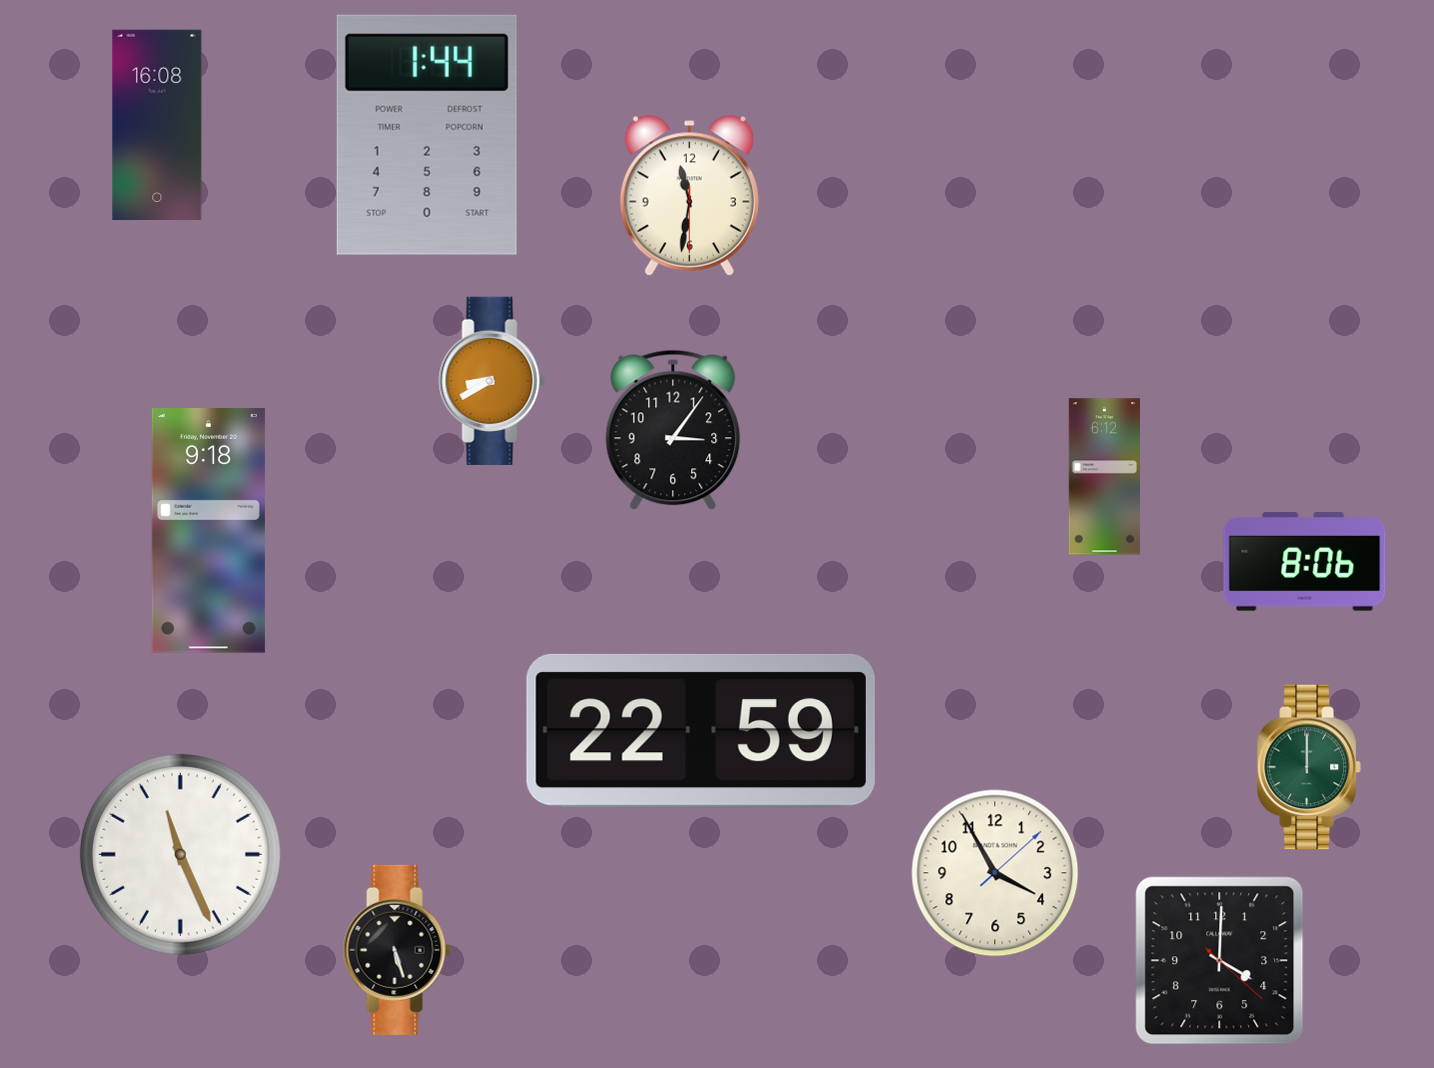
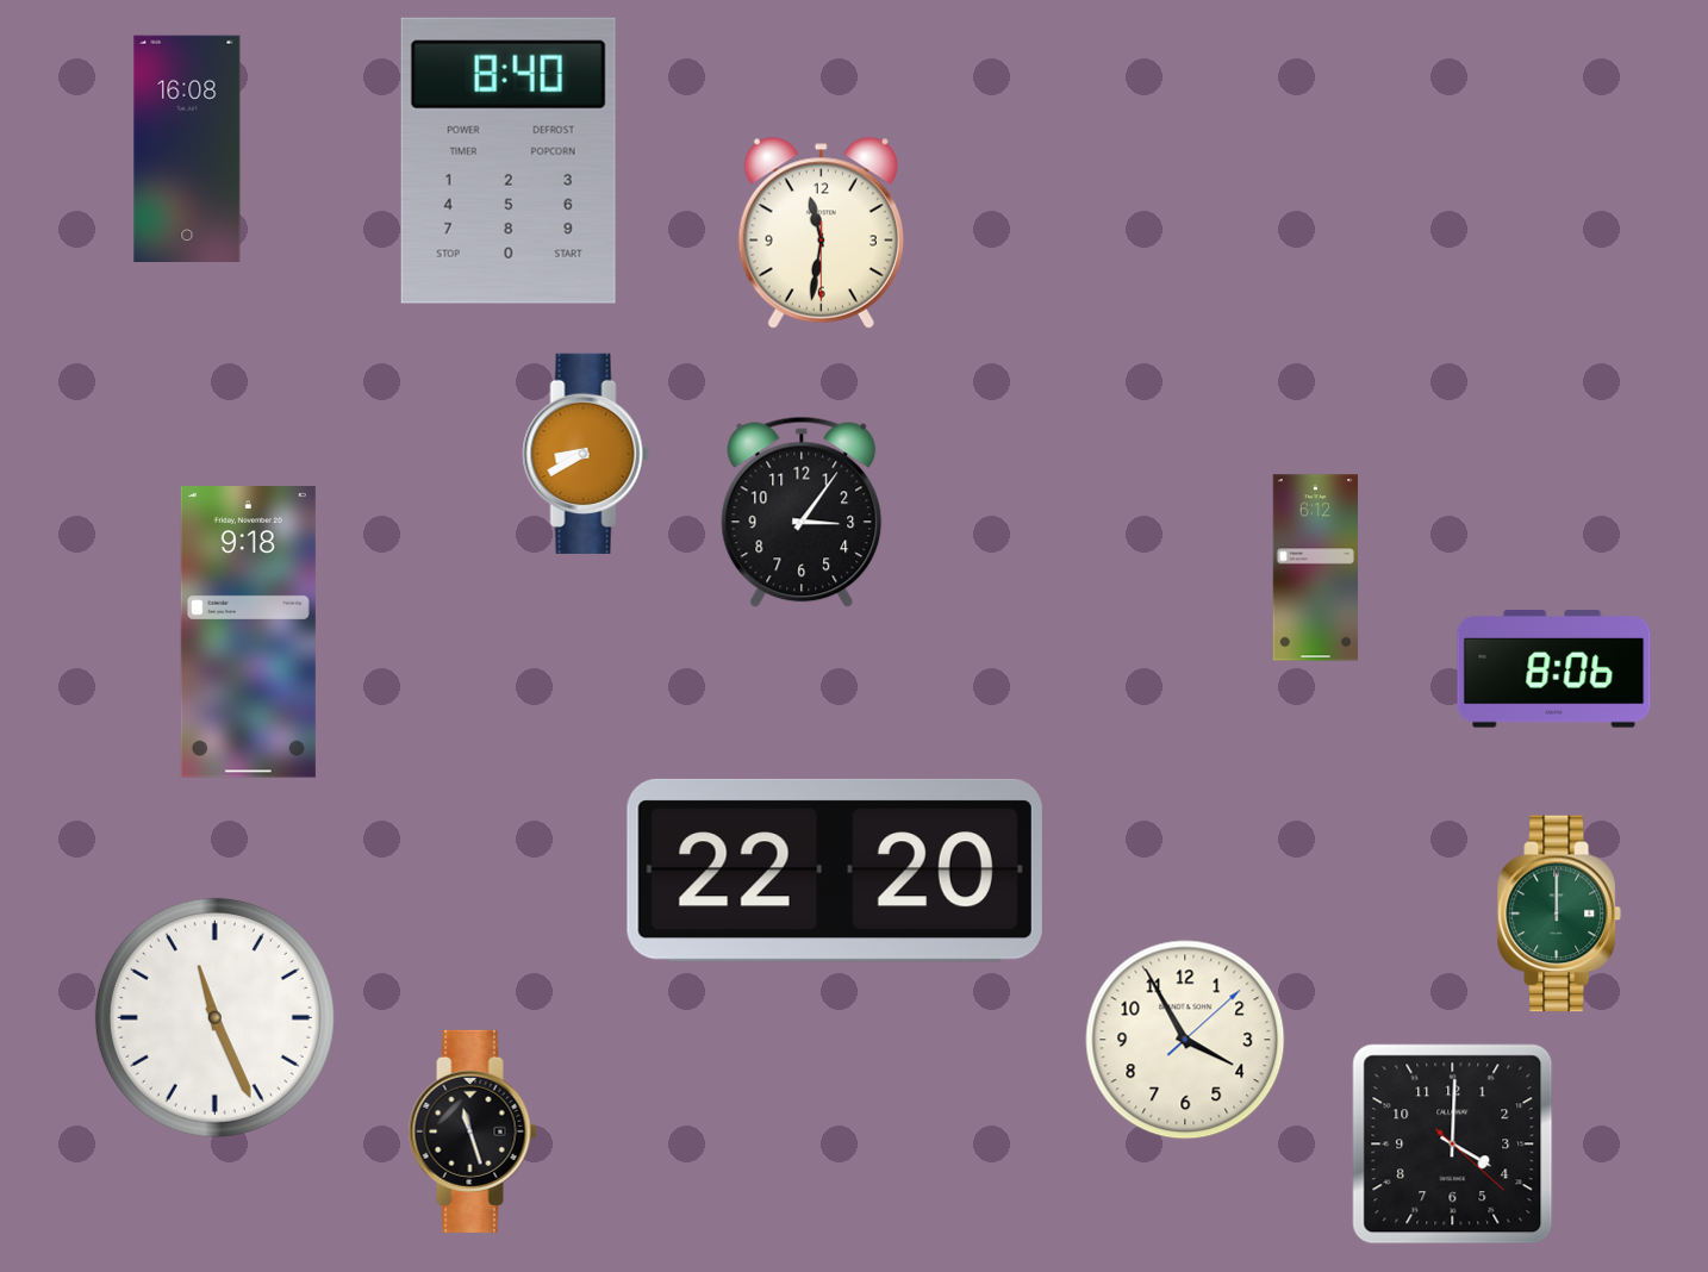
clock at (427, 135): 1:44 -> 8:40
clock at (701, 731): 22:59 -> 22:20
clock at (397, 950): 5:27 -> 11:27
